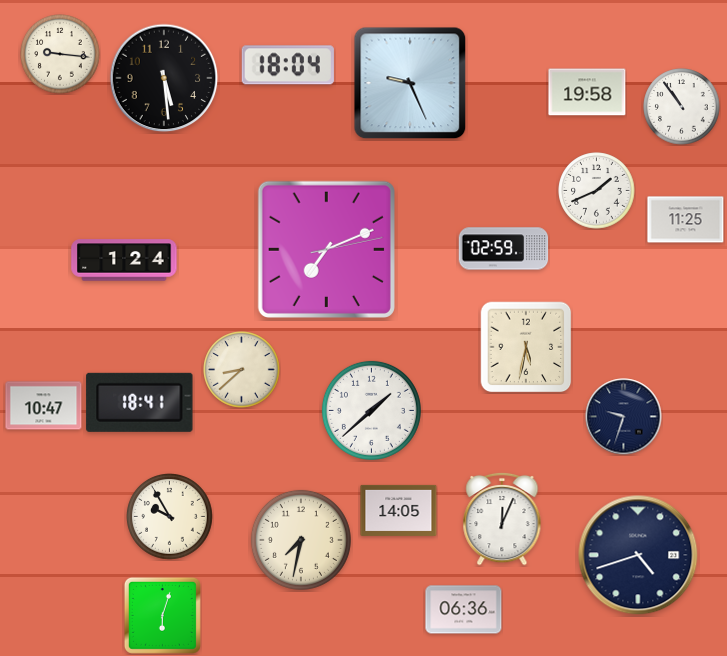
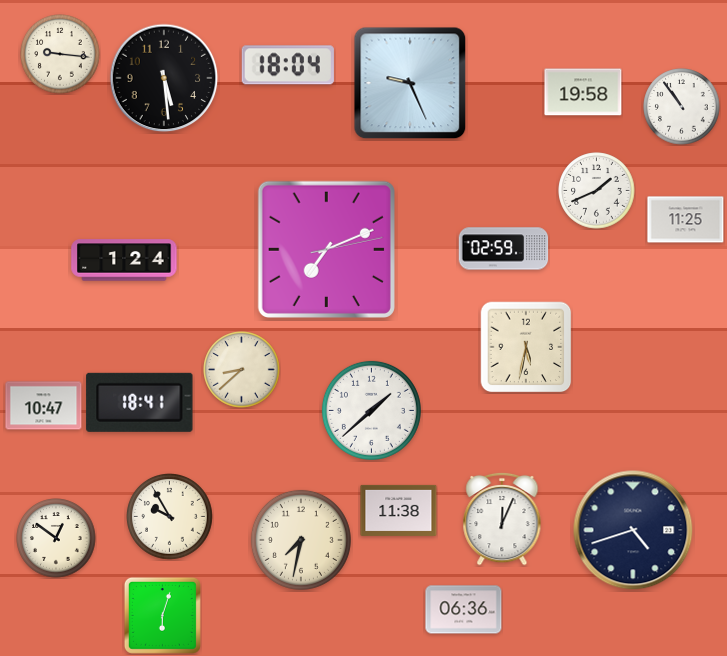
clock at (587, 92) position: (587, 92) -> (583, 92)
clock at (624, 417): 9:33 -> none
clock at (399, 510): 14:05 -> 11:38
clock at (56, 538): none -> 12:51
clock at (638, 555) position: (638, 555) -> (633, 530)
